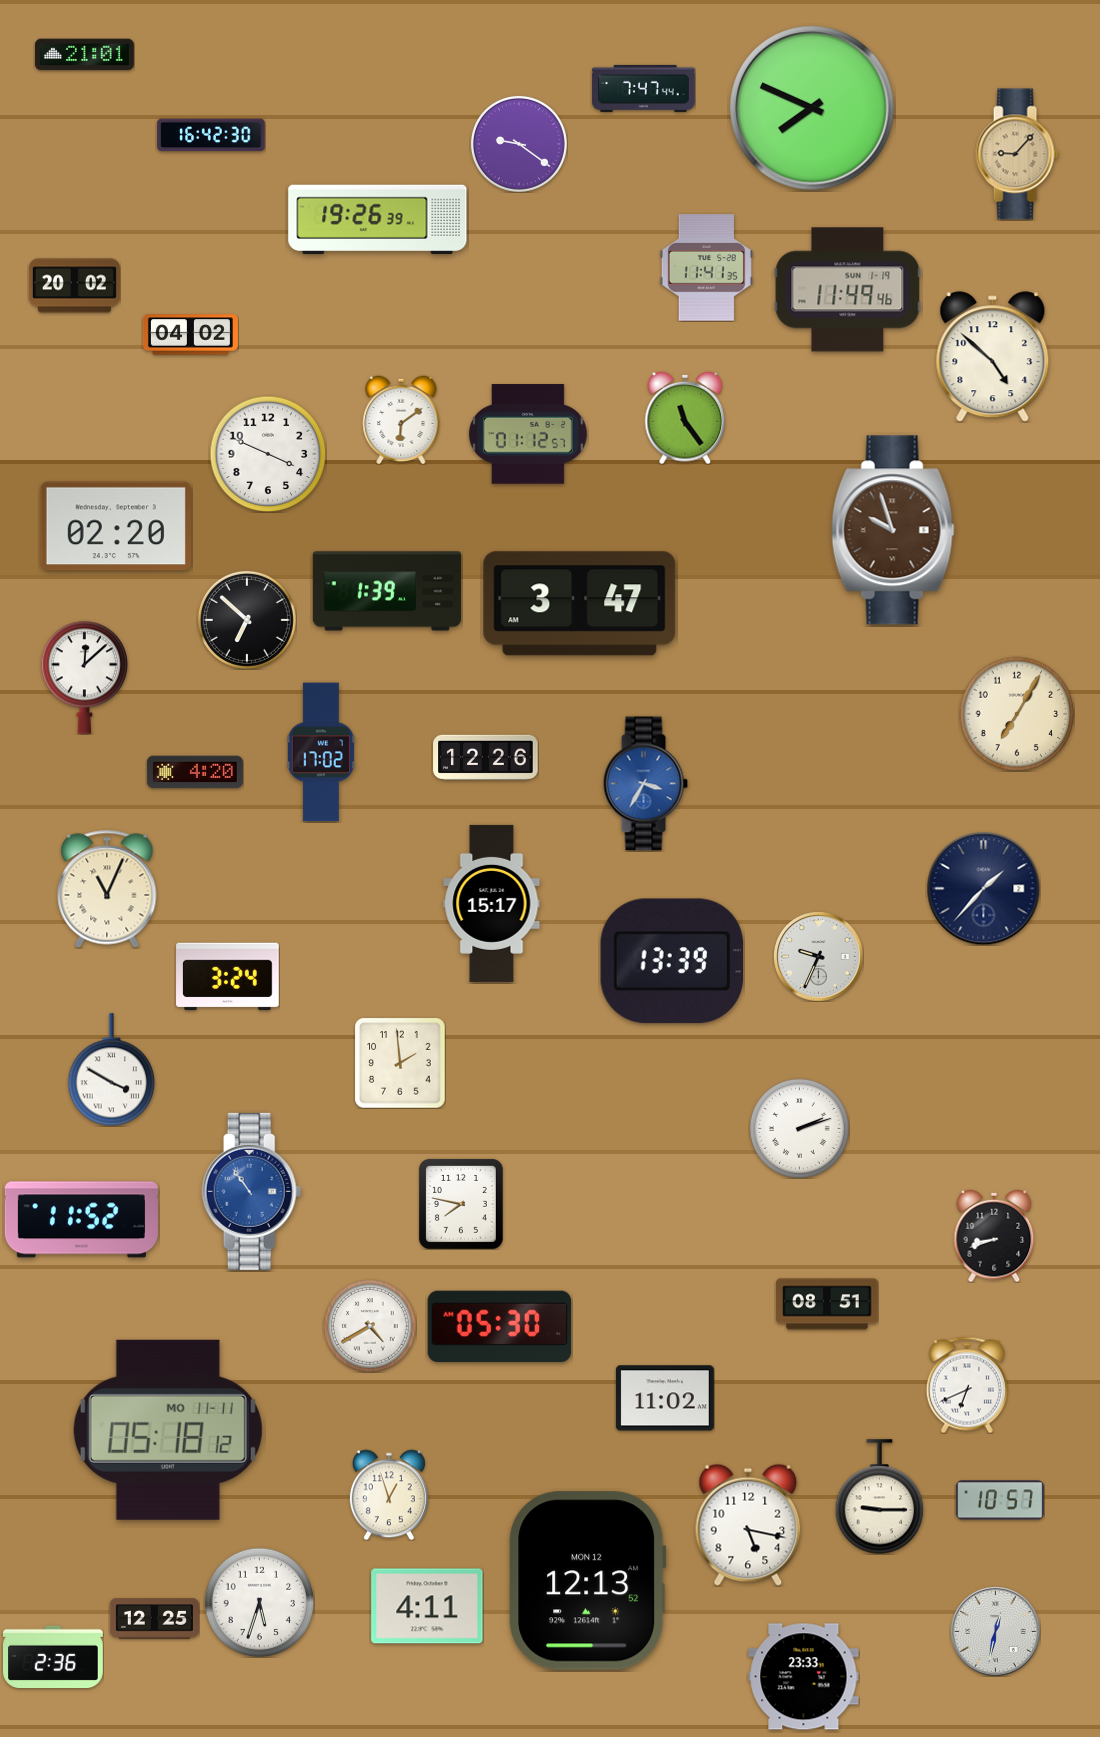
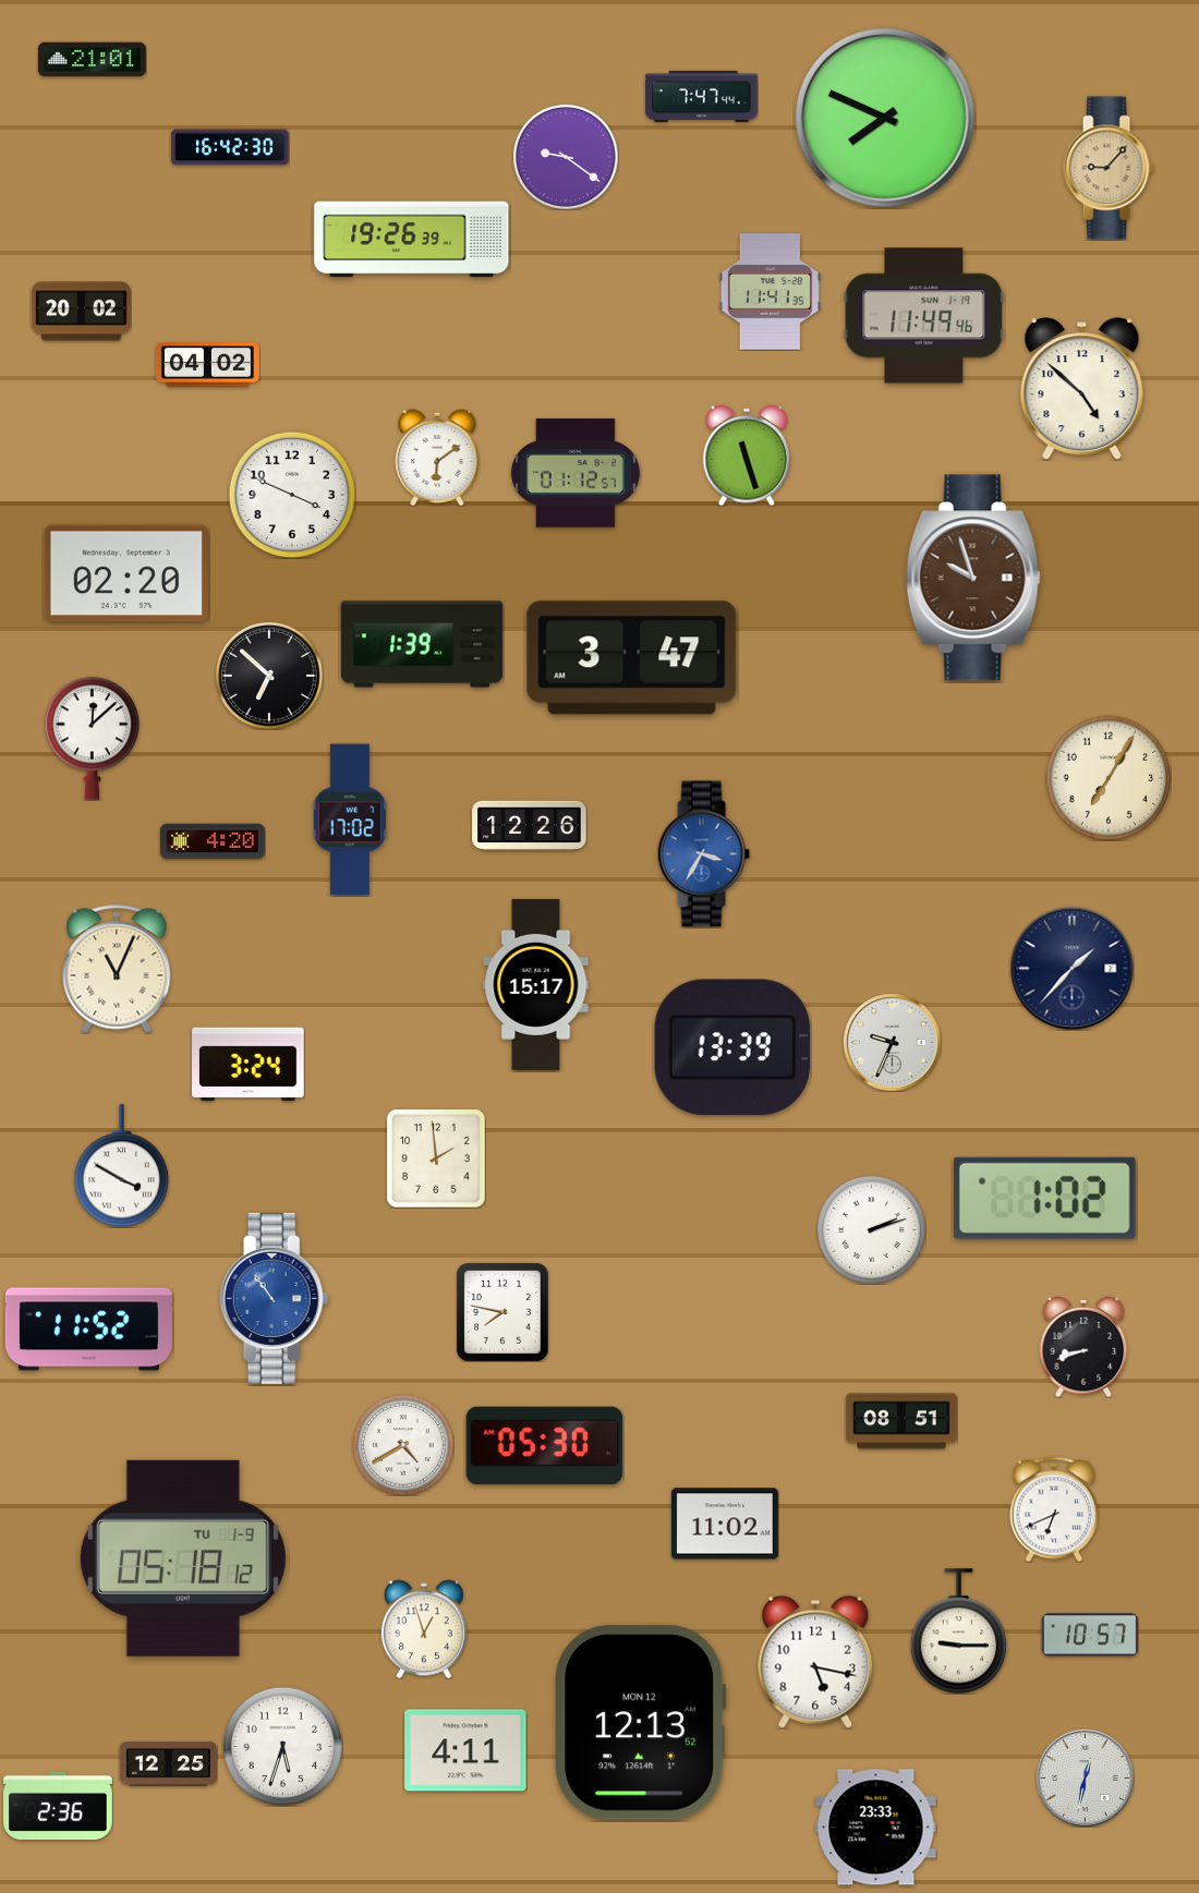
clock at (685, 418): 11:24 -> 11:27
clock at (1044, 1198): none -> 1:02
clock at (168, 1430) date: MO 11-11 -> TU 1-9
